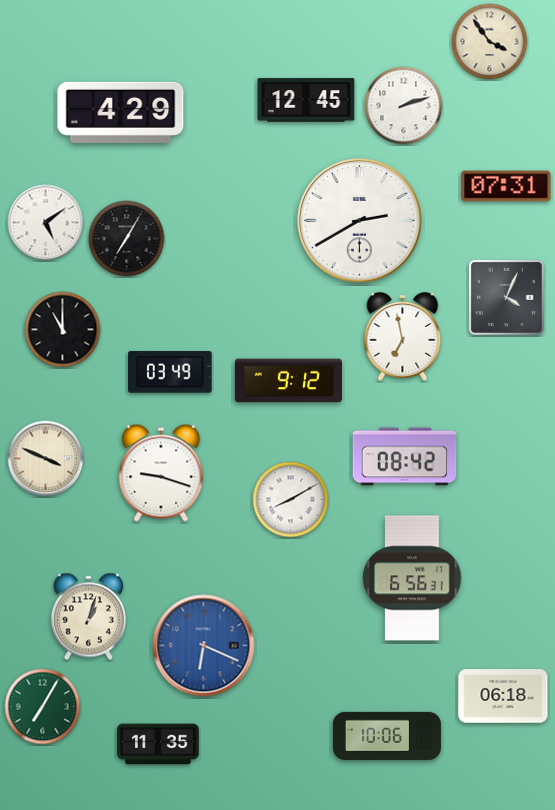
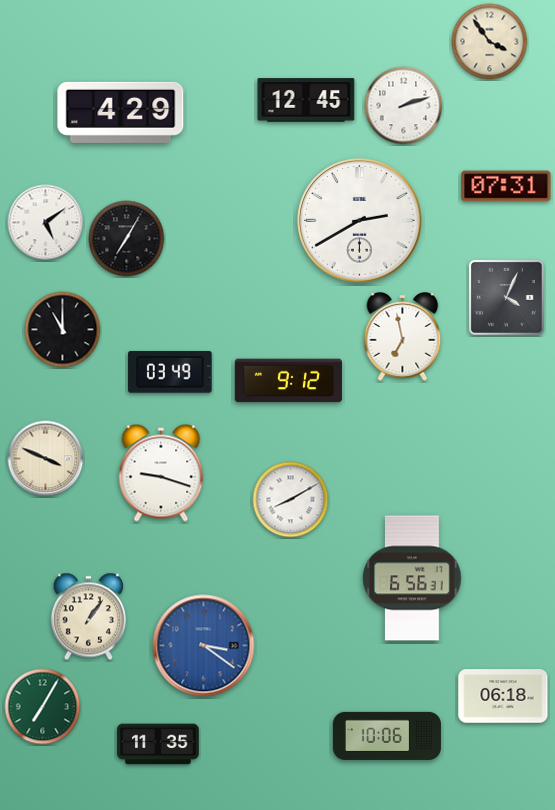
clock at (405, 457): 08:42 -> none
clock at (88, 617): 1:03 -> 1:06
clock at (204, 646): 6:19 -> 3:21
